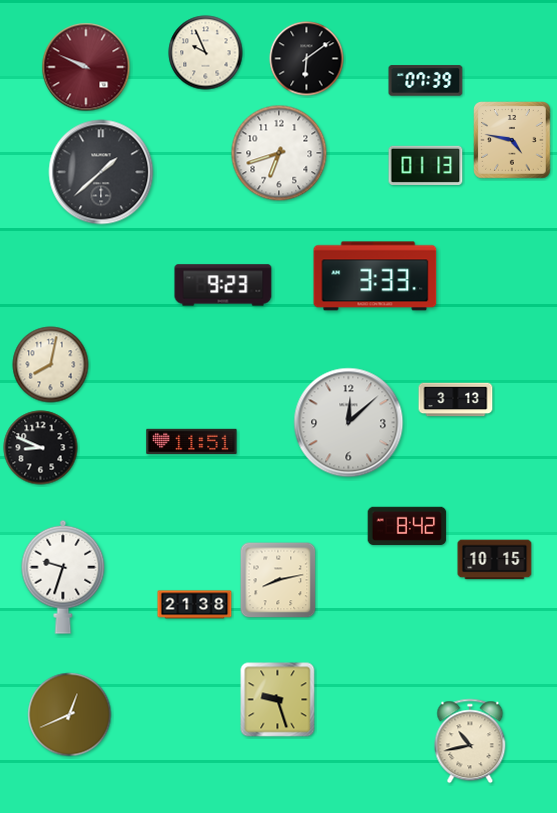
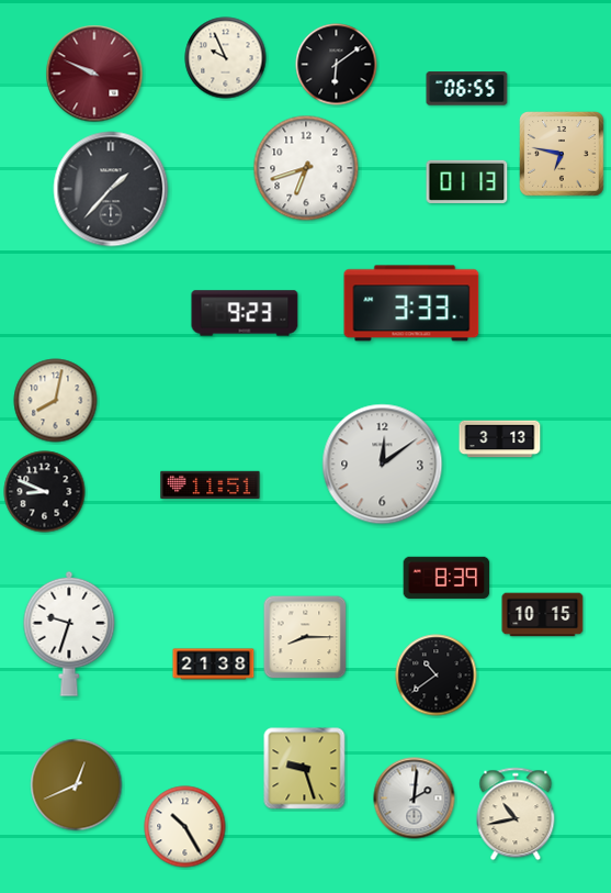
clock at (426, 81): 07:39 -> 06:55
clock at (512, 140): 4:47 -> 6:47
clock at (101, 172): 1:38 -> 1:37
clock at (349, 423): 12:08 -> 12:09
clock at (407, 525): 8:42 -> 8:39
clock at (278, 580): 8:13 -> 8:15
clock at (437, 676): none -> 10:39
clock at (415, 799): none -> 2:01
clock at (185, 827): none -> 10:25
